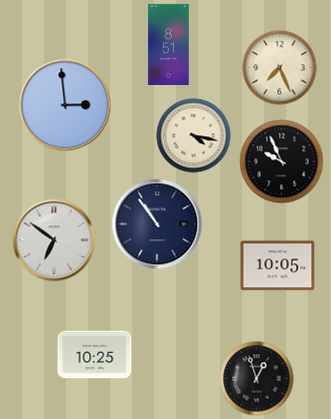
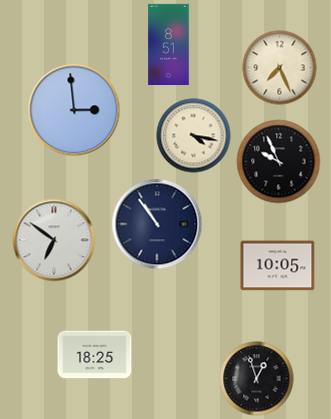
clock at (65, 105) position: (65, 105) -> (74, 110)
clock at (282, 162) position: (282, 162) -> (279, 162)
clock at (95, 355): 10:25 -> 18:25
